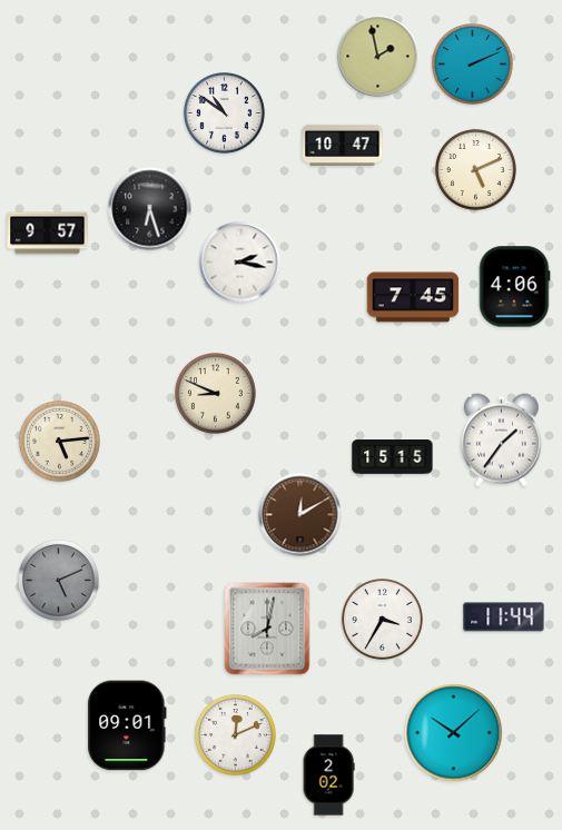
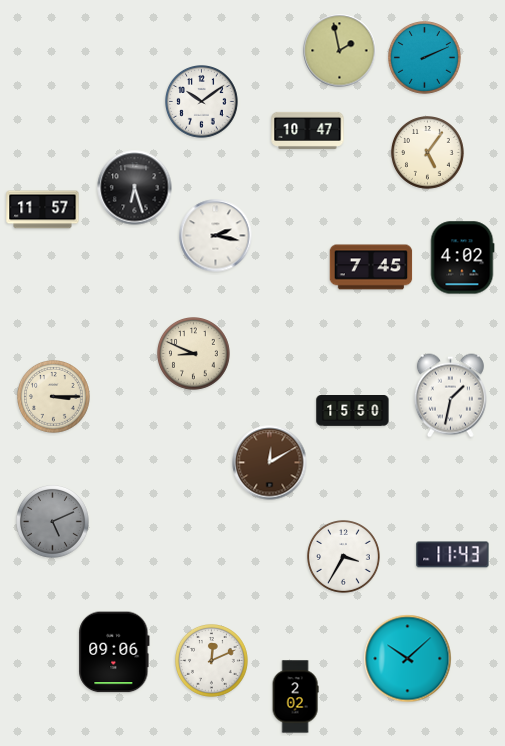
clock at (225, 113): 10:51 -> 10:09
clock at (476, 170): 5:11 -> 5:06
clock at (48, 234): 9:57 -> 11:57
clock at (514, 287): 4:06 -> 4:02
clock at (501, 441): 1:36 -> 1:32
clock at (60, 442): 5:14 -> 3:15
clock at (393, 457): 15:15 -> 15:50
clock at (504, 617): 11:44 -> 11:43
clock at (267, 629): 8:02 -> none
clock at (127, 725): 09:01 -> 09:06
